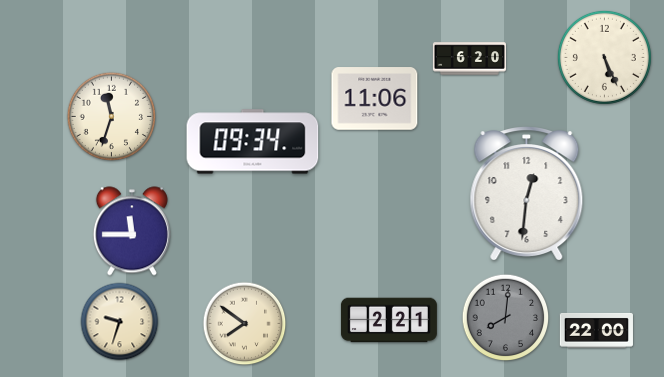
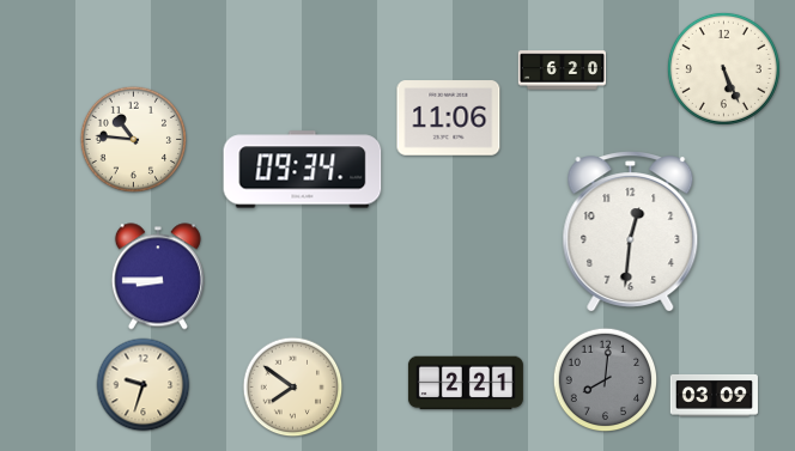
clock at (111, 116): 11:33 -> 10:46
clock at (132, 231): 11:45 -> 8:45
clock at (596, 330): 22:00 -> 03:09
